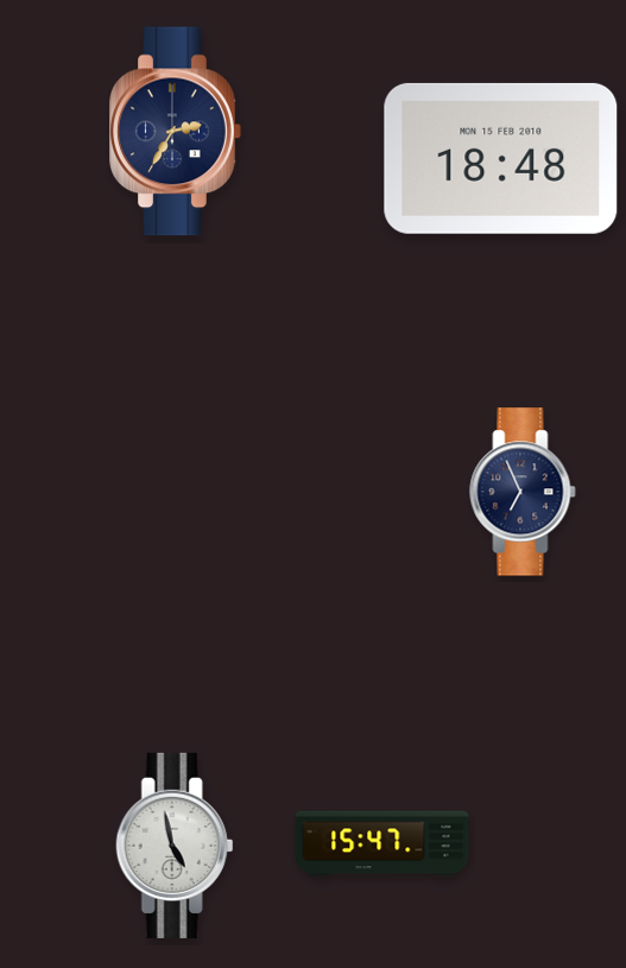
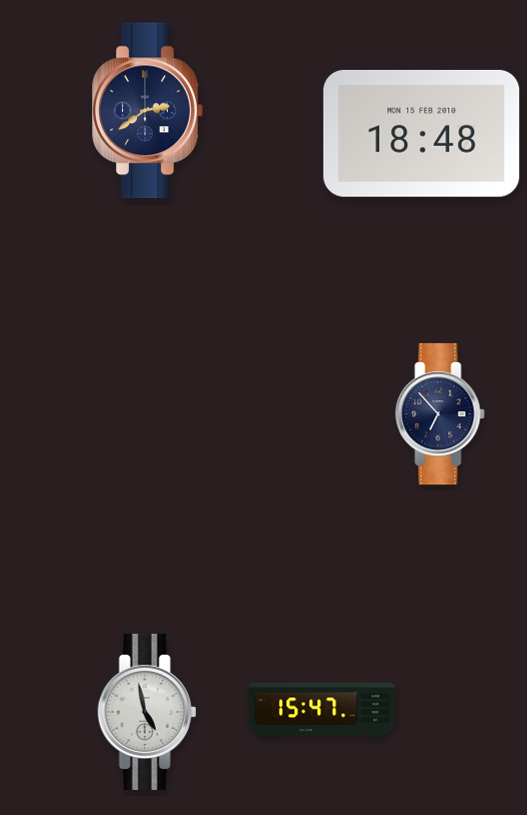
clock at (176, 132): 2:35 -> 2:39
clock at (523, 492): 6:56 -> 6:53
